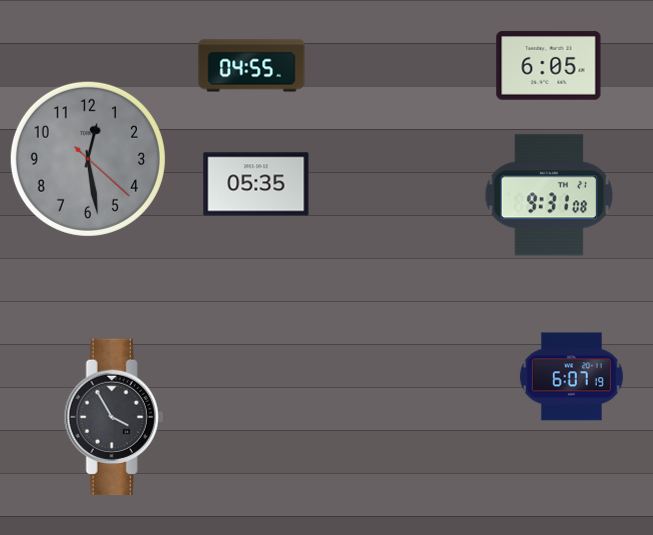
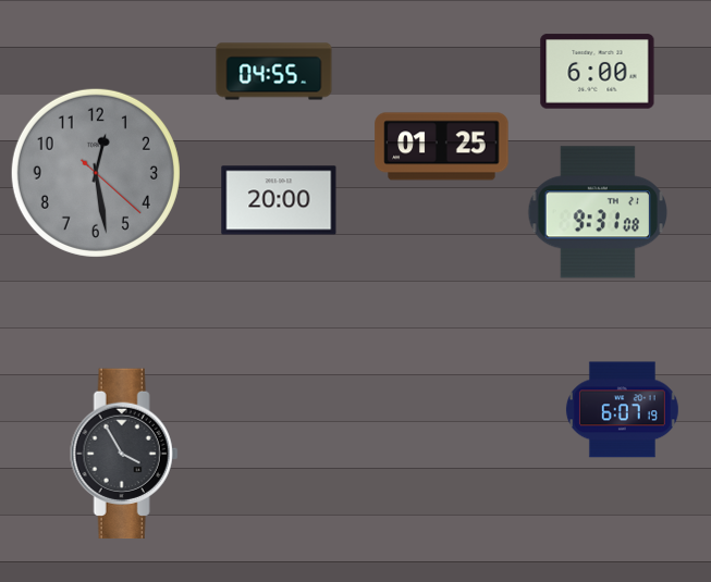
clock at (549, 66): 6:05 -> 6:00
clock at (442, 147): none -> 01:25
clock at (256, 184): 05:35 -> 20:00
